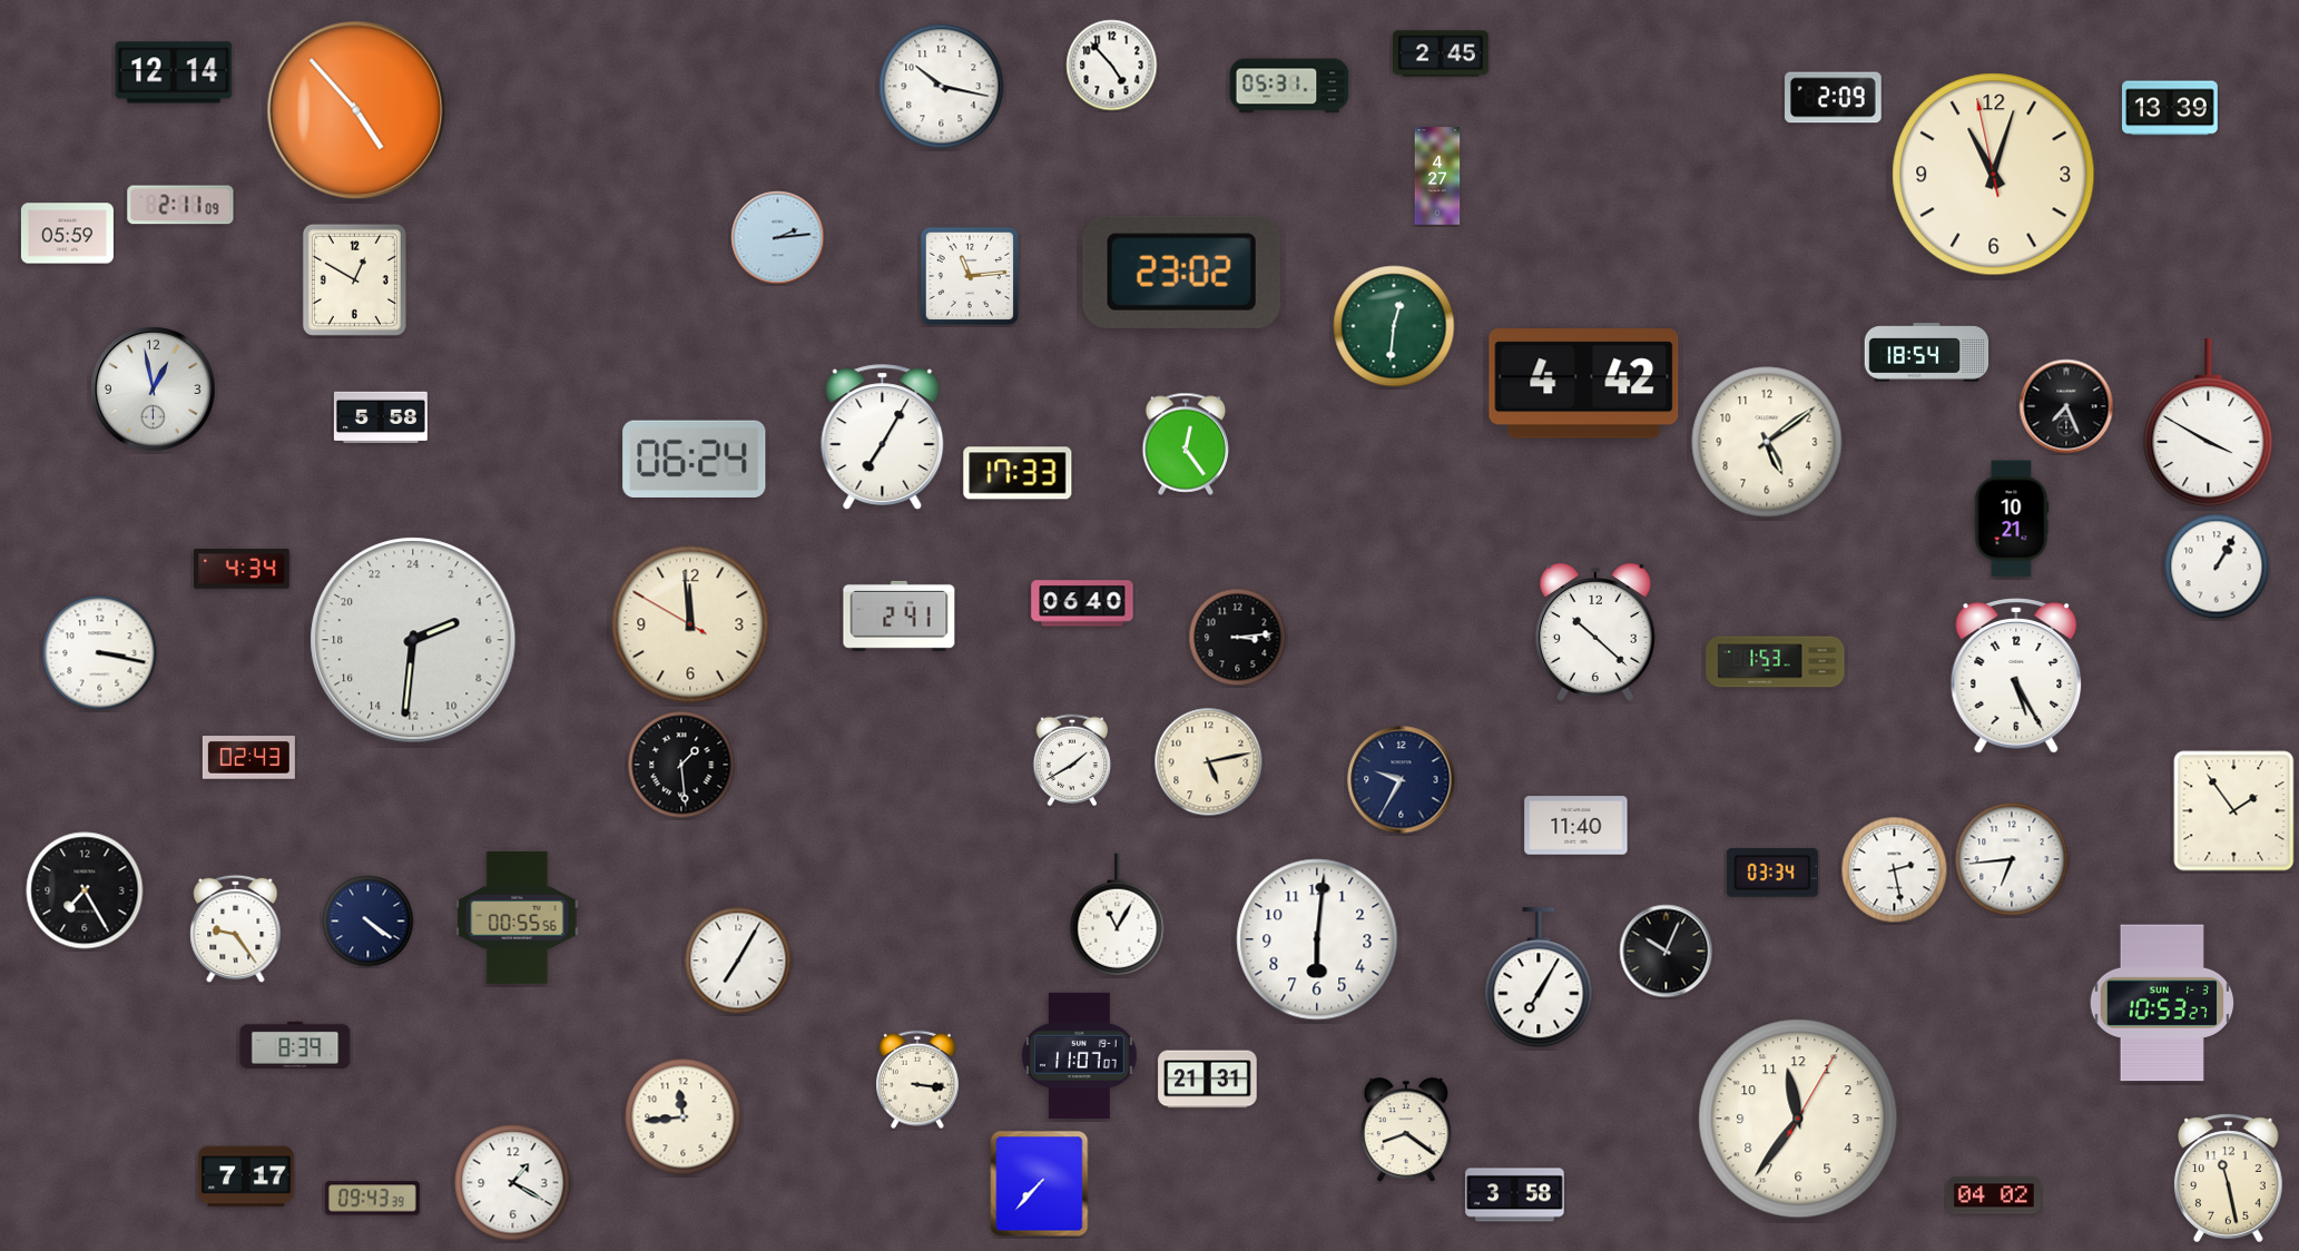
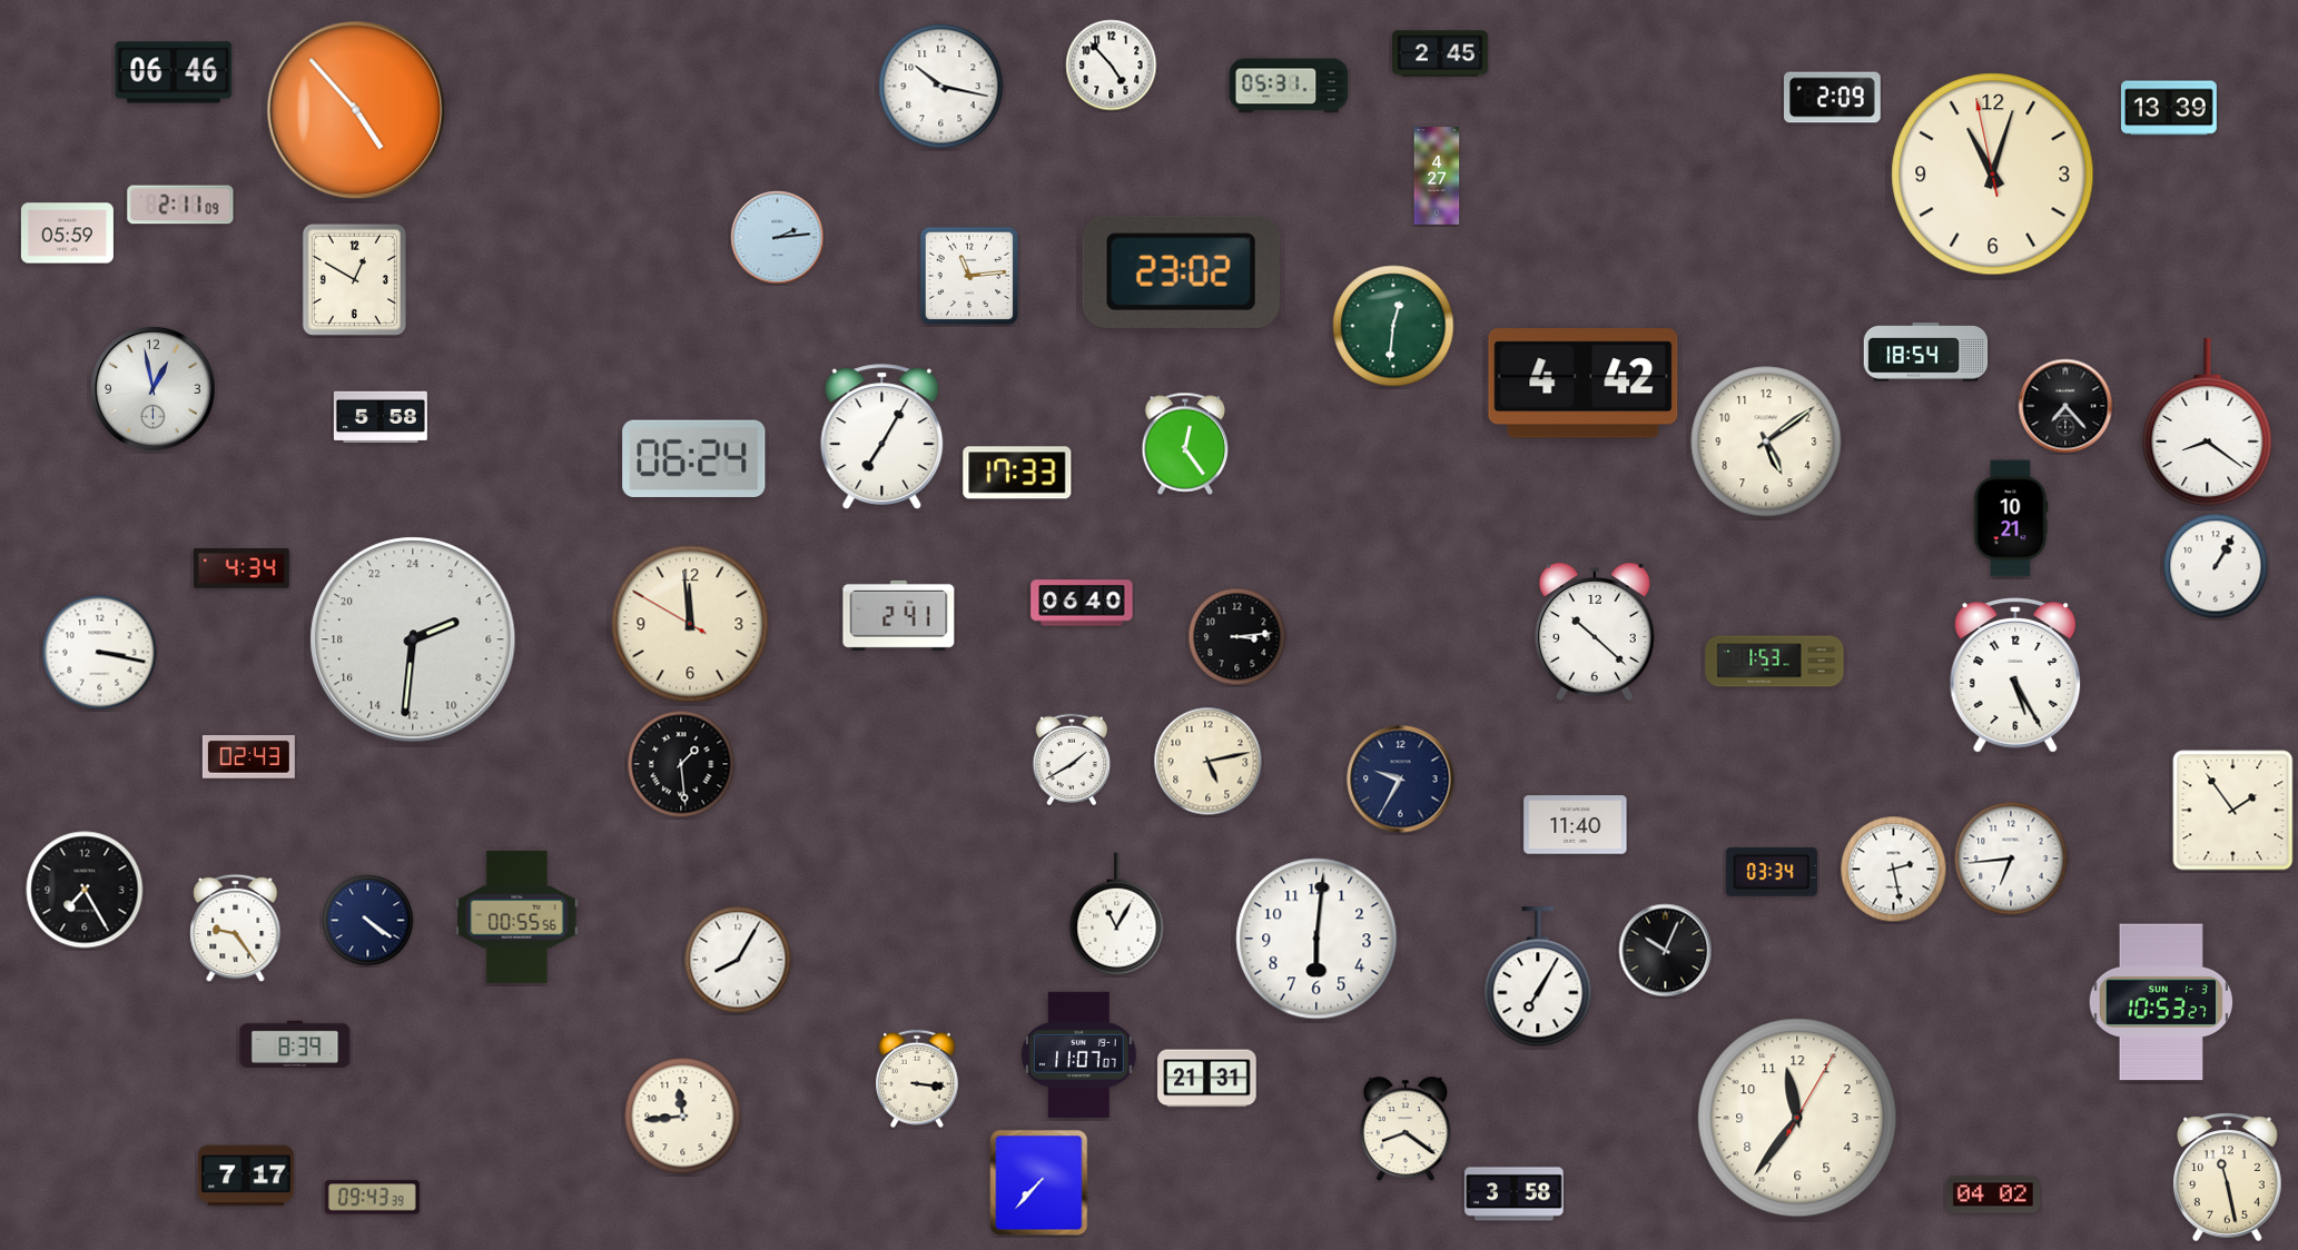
clock at (174, 72): 12:14 -> 06:46
clock at (2066, 406): 7:26 -> 7:23
clock at (2209, 423): 3:50 -> 8:21
clock at (738, 961): 7:05 -> 8:05
clock at (513, 1183): 1:20 -> none
